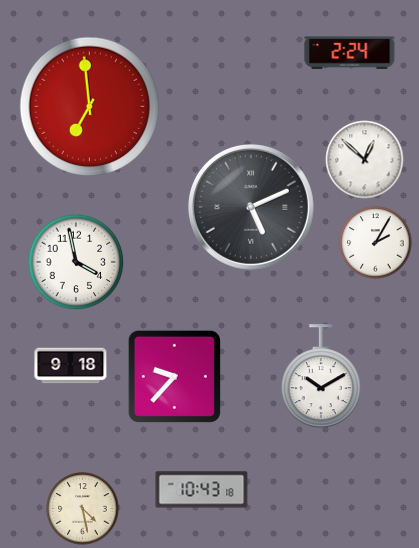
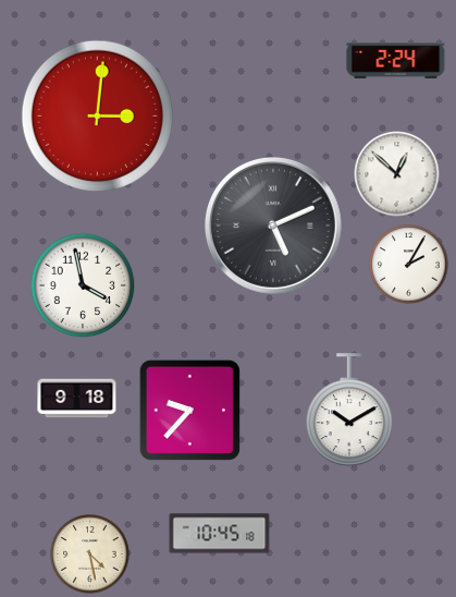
clock at (350, 53) position: (350, 53) -> (396, 61)
clock at (89, 106): 6:59 -> 3:01
clock at (202, 490): 10:43 -> 10:45
